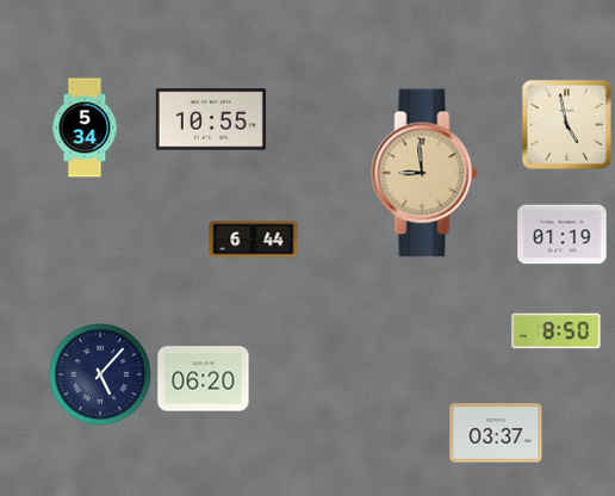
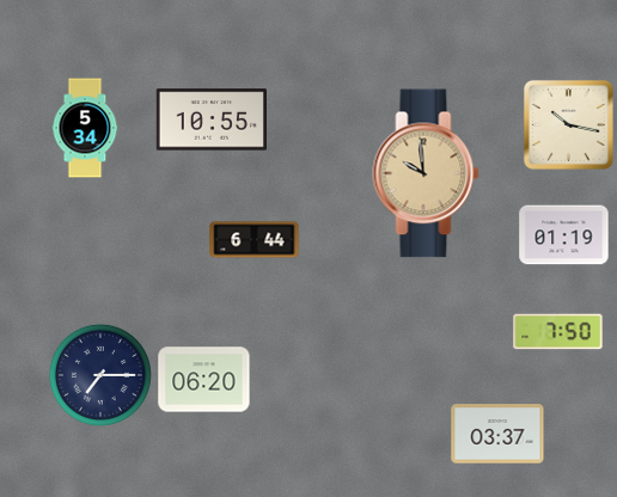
clock at (566, 124): 4:58 -> 10:17
clock at (424, 173): 8:59 -> 9:59
clock at (557, 331): 8:50 -> 7:50
clock at (100, 374): 5:07 -> 7:15
